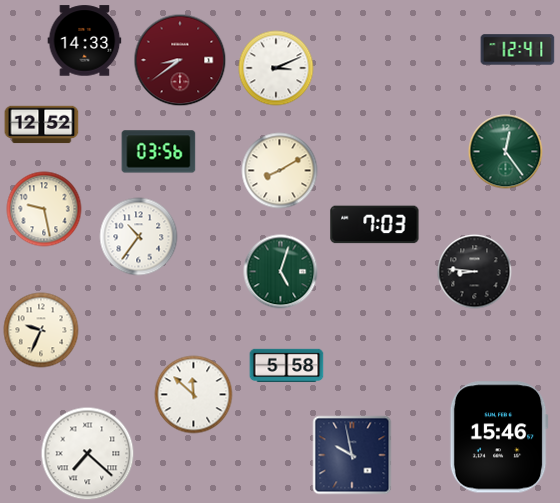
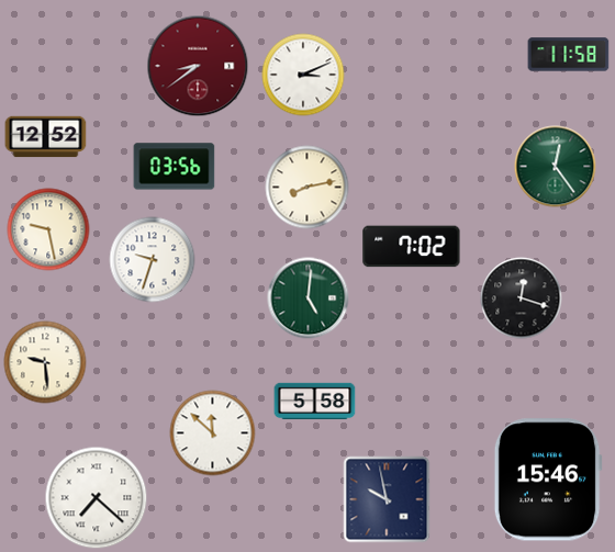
clock at (85, 41): 14:33 -> none
clock at (518, 50): 12:41 -> 11:58
clock at (280, 171): 8:10 -> 8:13
clock at (375, 225): 7:03 -> 7:02
clock at (139, 237): 10:36 -> 9:33
clock at (281, 272): 5:03 -> 5:01
clock at (475, 272): 8:46 -> 12:18
clock at (41, 330): 9:34 -> 9:29
